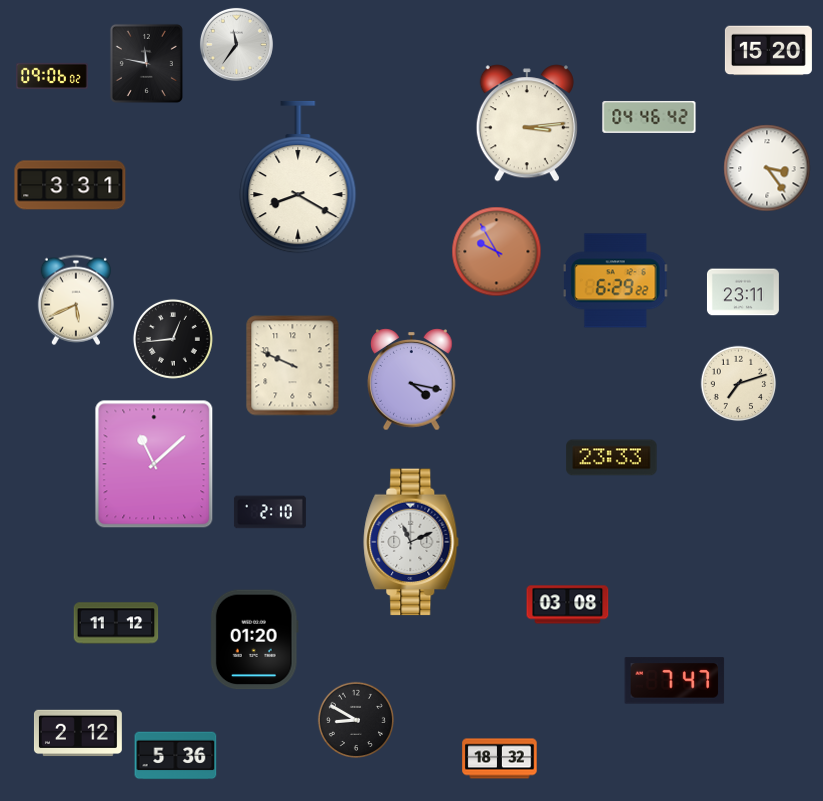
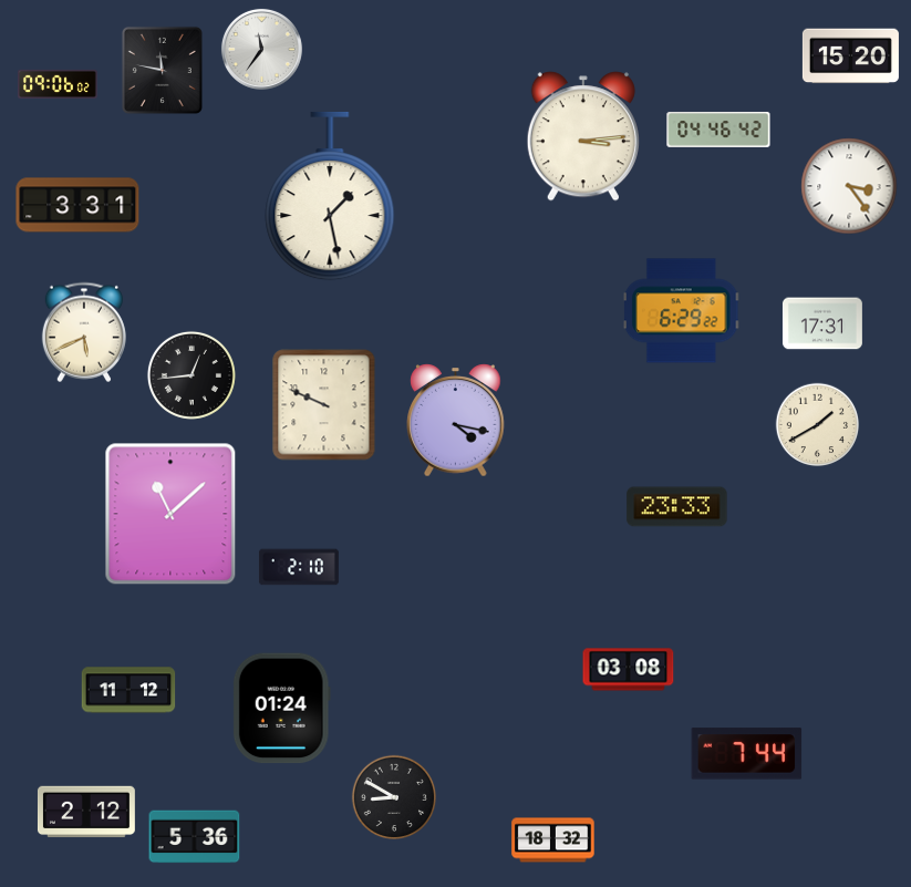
clock at (298, 177): 8:20 -> 1:28
clock at (497, 252): 9:55 -> none
clock at (743, 292): 23:11 -> 17:31
clock at (739, 384): 7:12 -> 1:40
clock at (411, 542): 11:11 -> none
clock at (254, 640): 01:20 -> 01:24
clock at (675, 681): 7:47 -> 7:44
